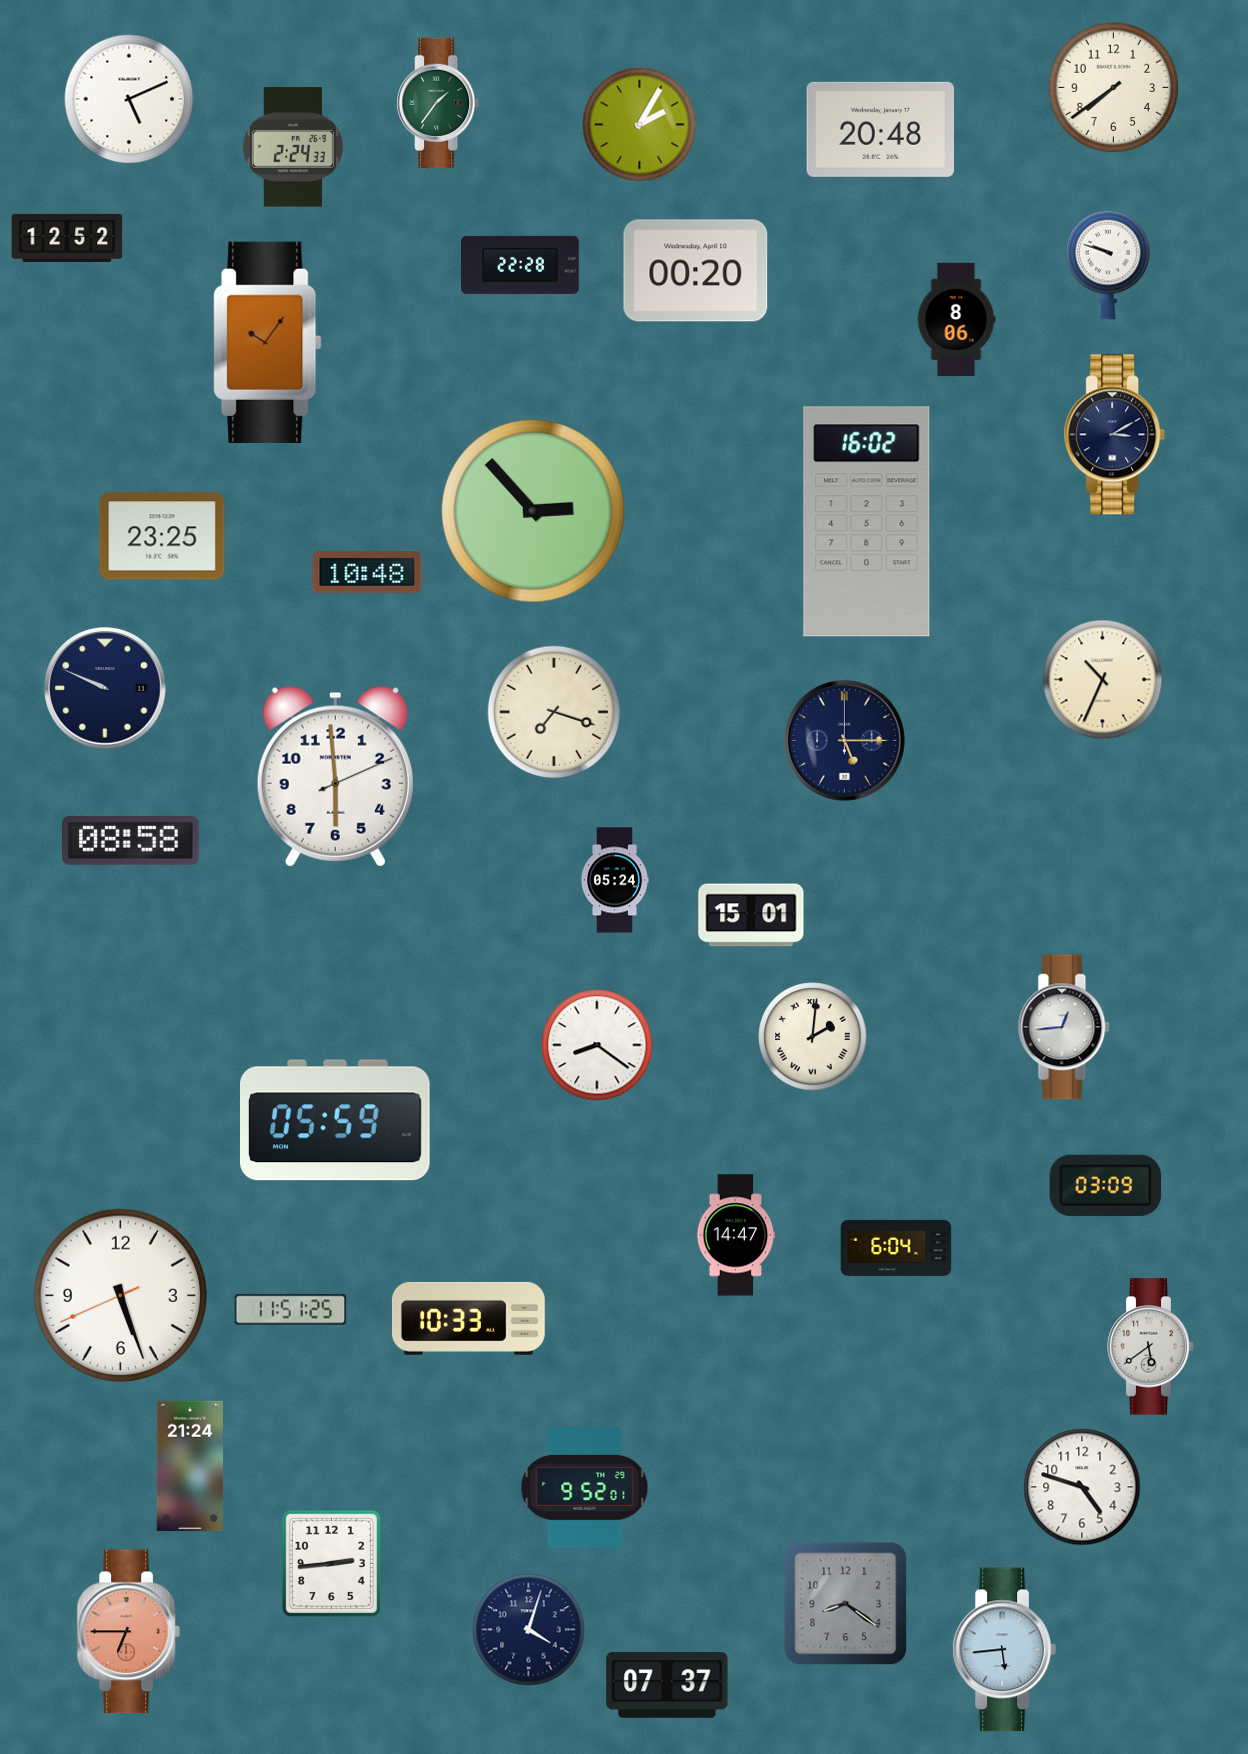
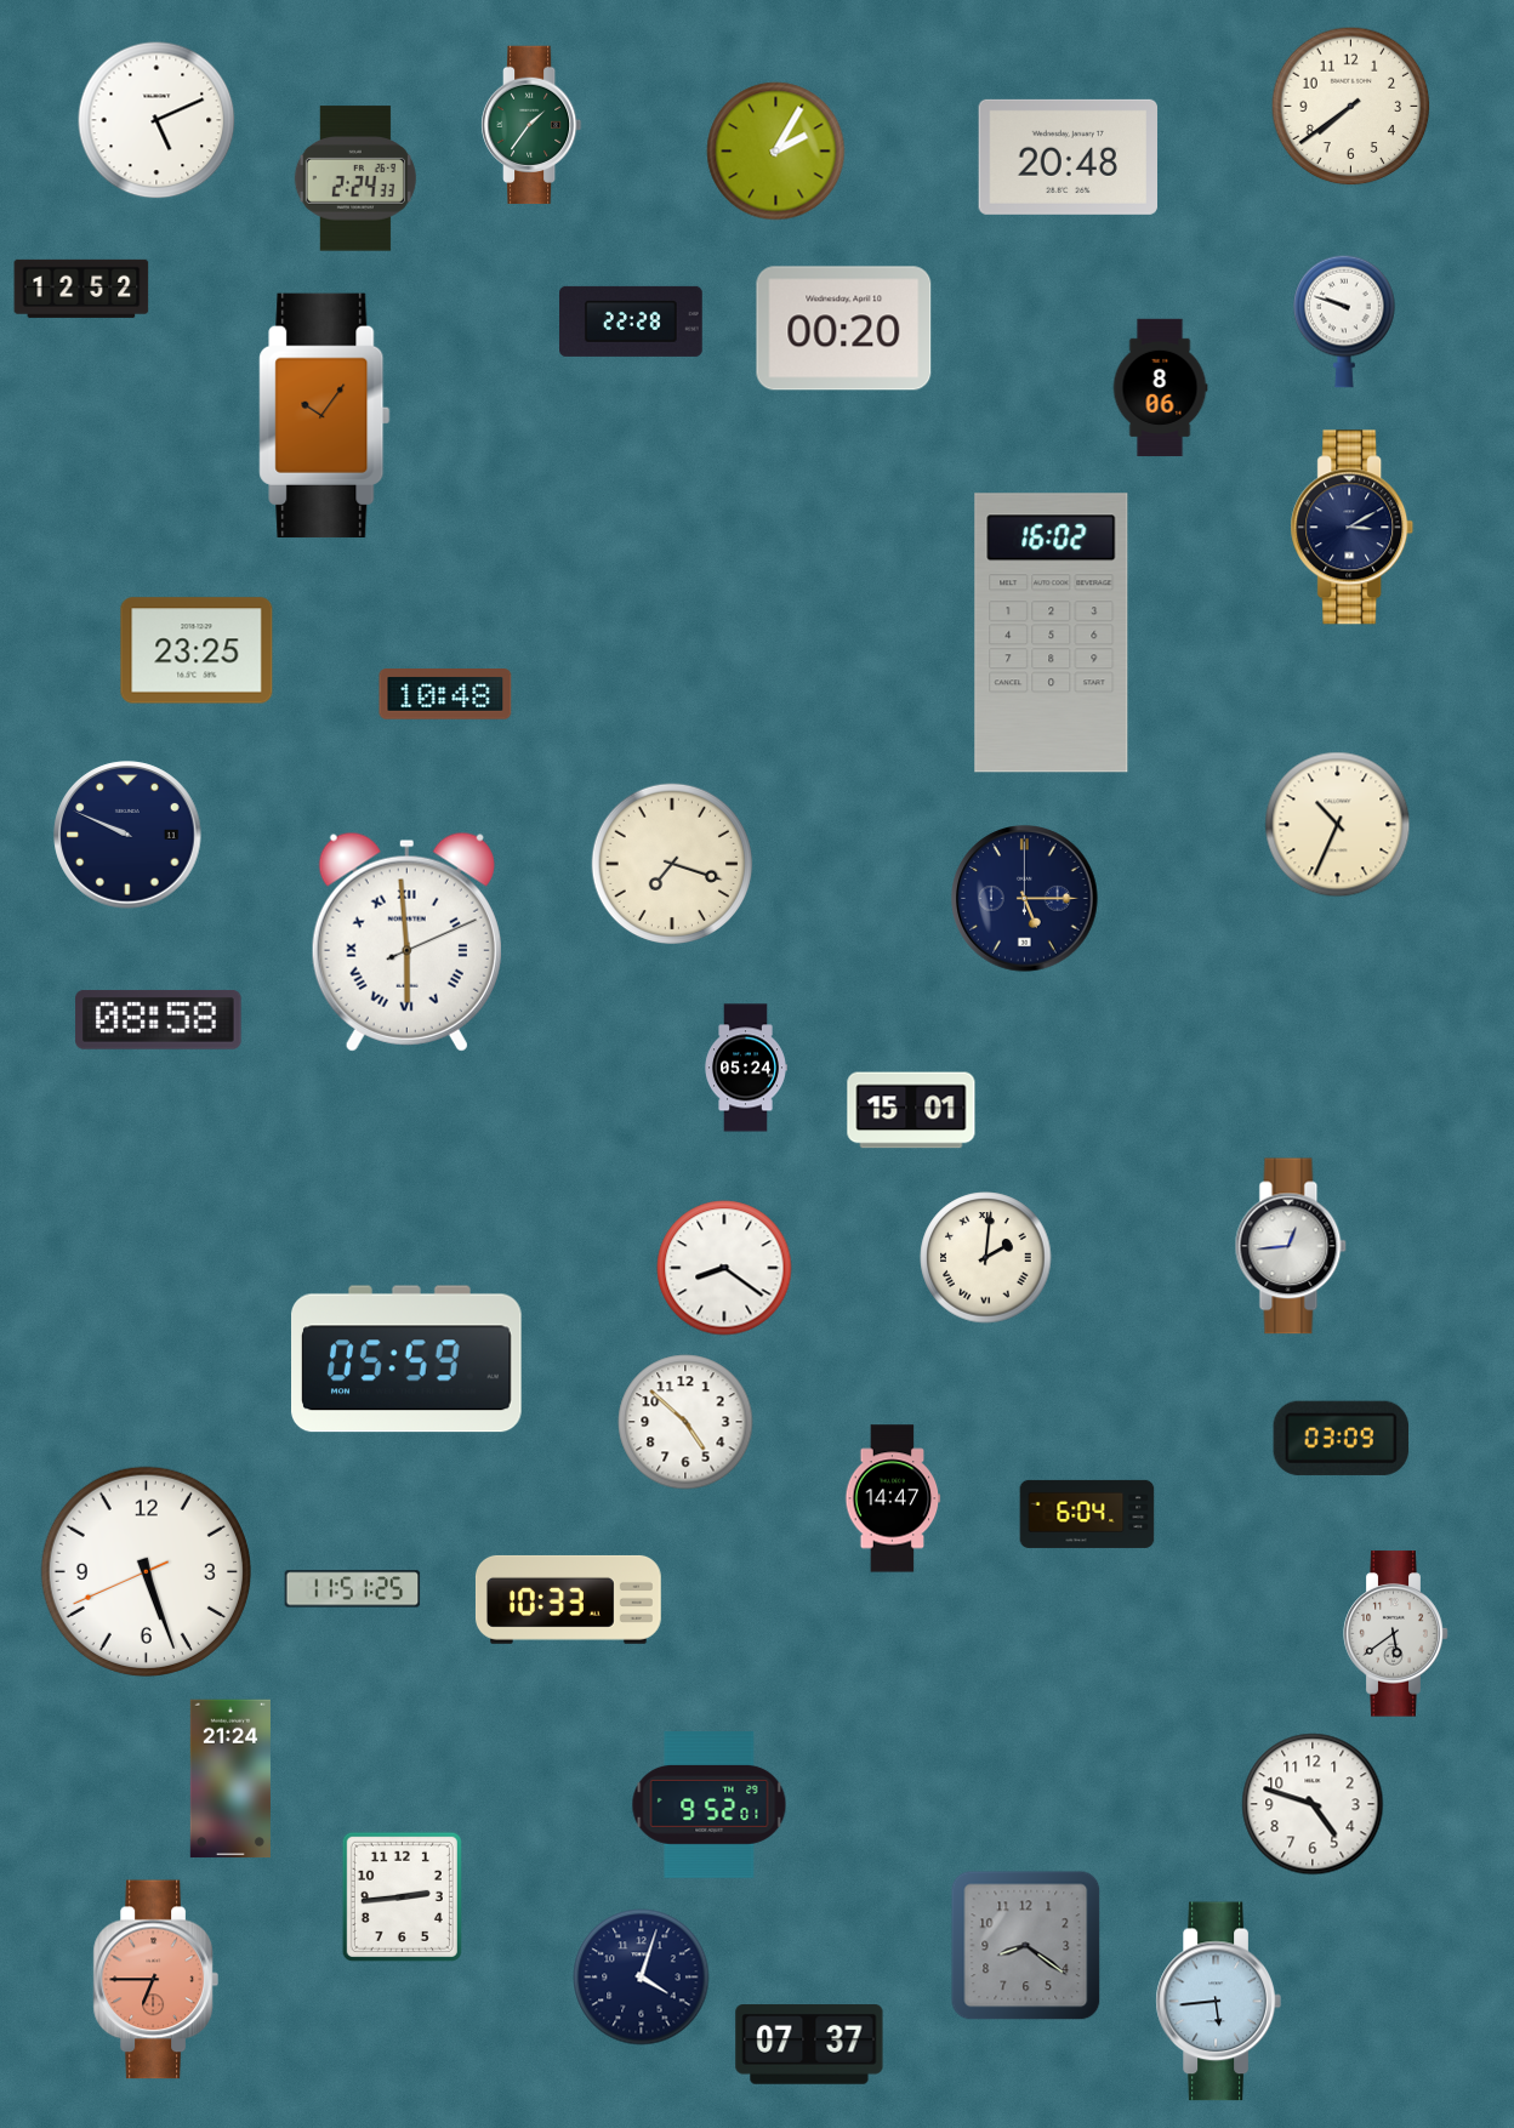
clock at (533, 511): 2:53 -> none
clock at (335, 776) numerals: Arabic -> Roman
clock at (685, 1422): none -> 4:52
